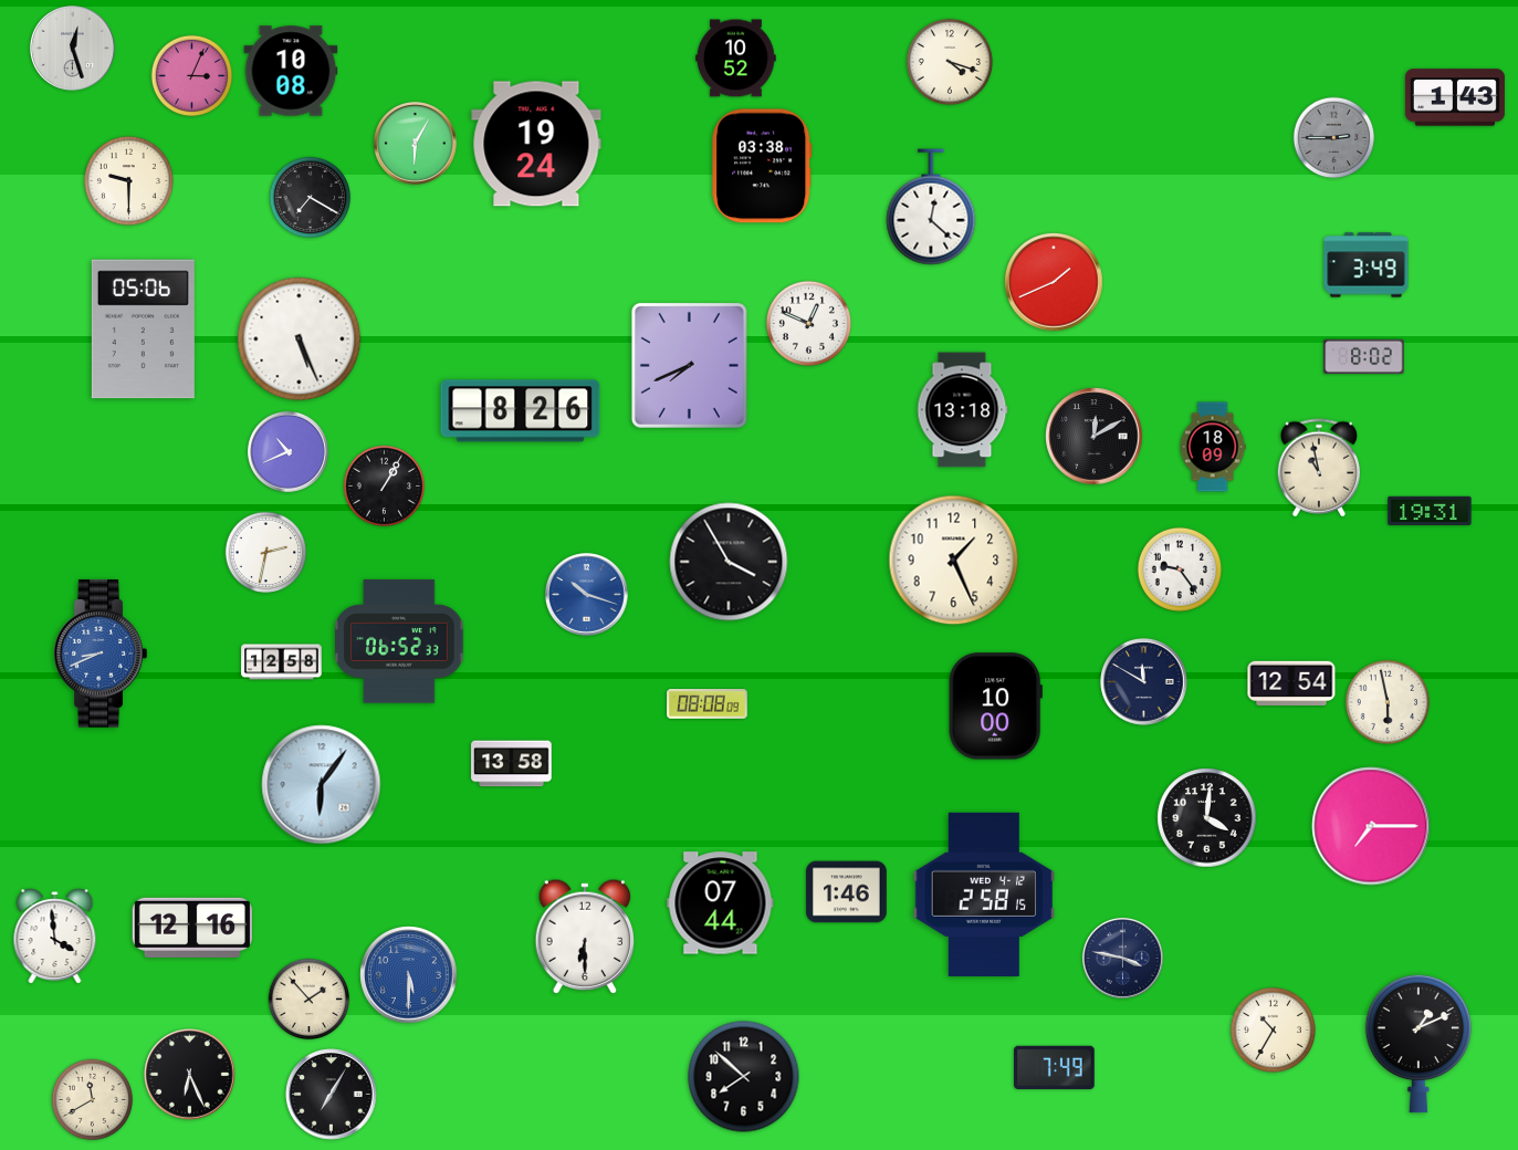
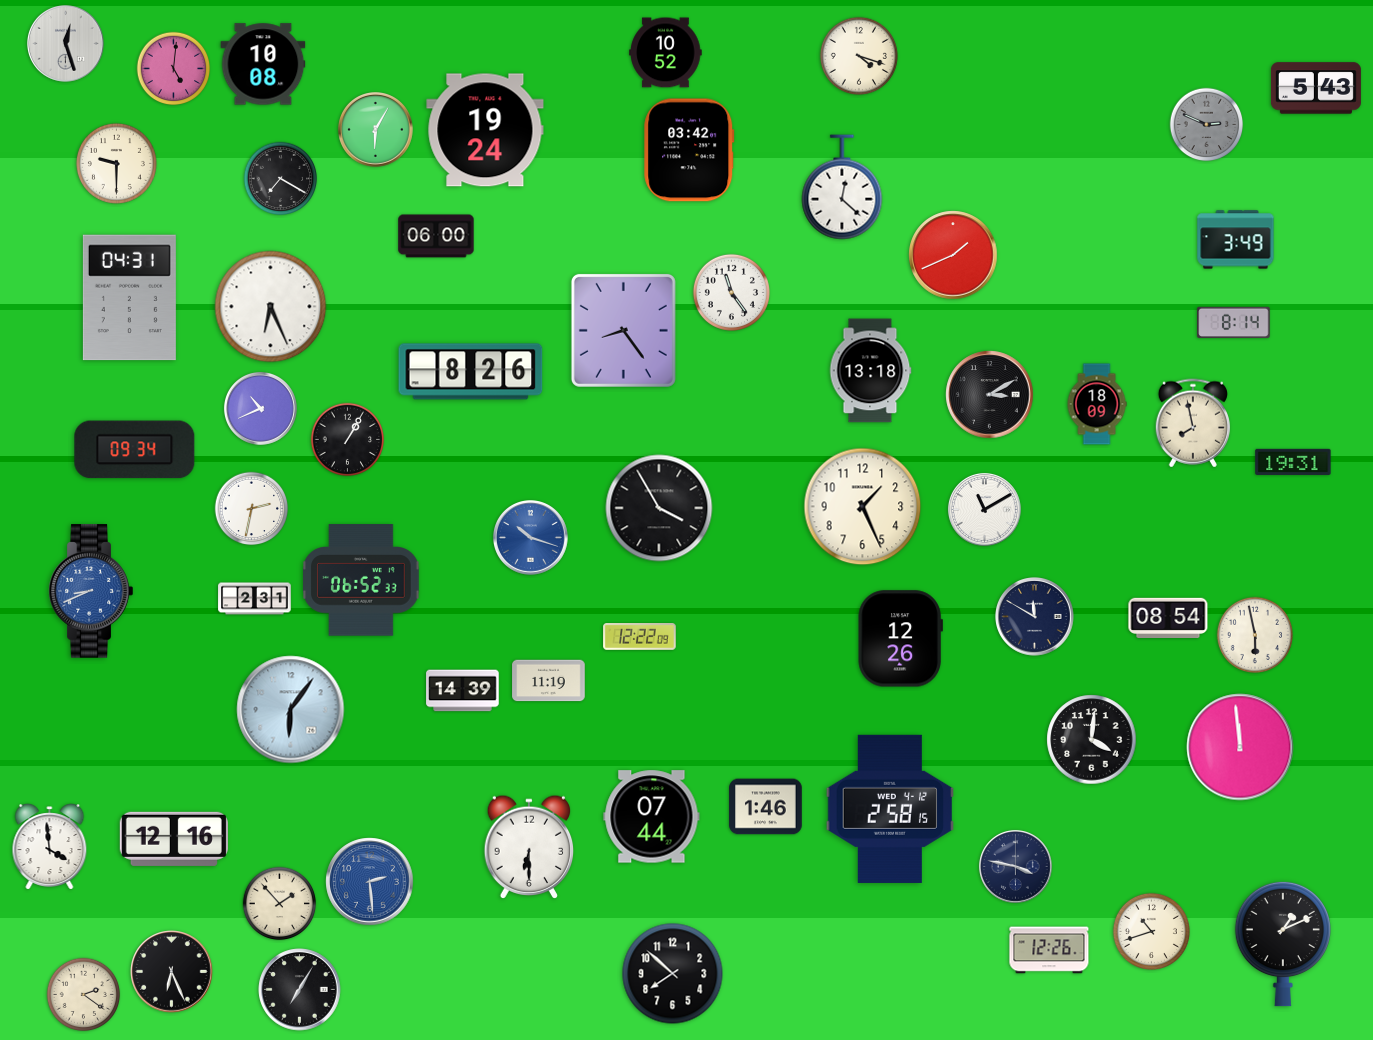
clock at (192, 76): 3:04 -> 5:01
clock at (1455, 97): 1:43 -> 5:43
clock at (1334, 138): 2:45 -> 2:49
clock at (762, 166): 03:38 -> 03:42
clock at (436, 236): none -> 06:00
clock at (808, 323): 12:49 -> 11:24
clock at (143, 330): 05:06 -> 04:31
clock at (300, 339): 5:26 -> 6:26
clock at (1364, 357): 8:02 -> 8:14
clock at (689, 365): 7:41 -> 8:24
clock at (1095, 437): 12:10 -> 3:10
clock at (1318, 468): 10:58 -> 7:58
clock at (135, 450): none -> 09:34
clock at (266, 553) position: (266, 553) -> (252, 509)
clock at (984, 509): none -> 11:10
clock at (1179, 568): 9:24 -> none
clock at (282, 662): 12:58 -> 2:31
clock at (1291, 682): 12:54 -> 08:54
clock at (708, 704): 08:08 -> 12:22
clock at (995, 707): 10:00 -> 12:26
clock at (549, 681): none -> 11:19
clock at (512, 764): 13:58 -> 14:39
clock at (1371, 826): 7:15 -> 11:59
clock at (409, 975): 5:30 -> 2:29
clock at (1273, 1029): 10:35 -> 10:42
clock at (1049, 950): none -> 12:26
clock at (1055, 1067): 7:49 -> none
clock at (93, 1100): 11:40 -> 2:21
